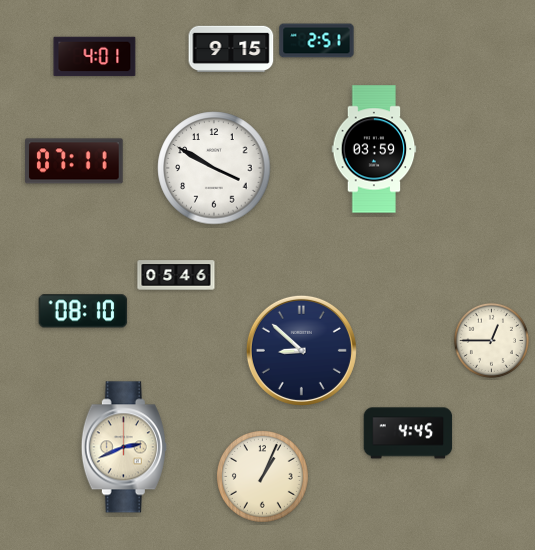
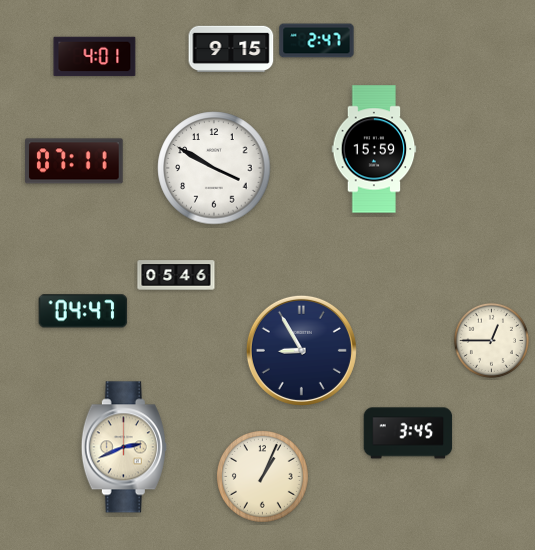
clock at (317, 41): 2:51 -> 2:47
clock at (374, 149): 03:59 -> 15:59
clock at (83, 311): 08:10 -> 04:47
clock at (301, 350): 8:52 -> 8:55
clock at (408, 433): 4:45 -> 3:45
